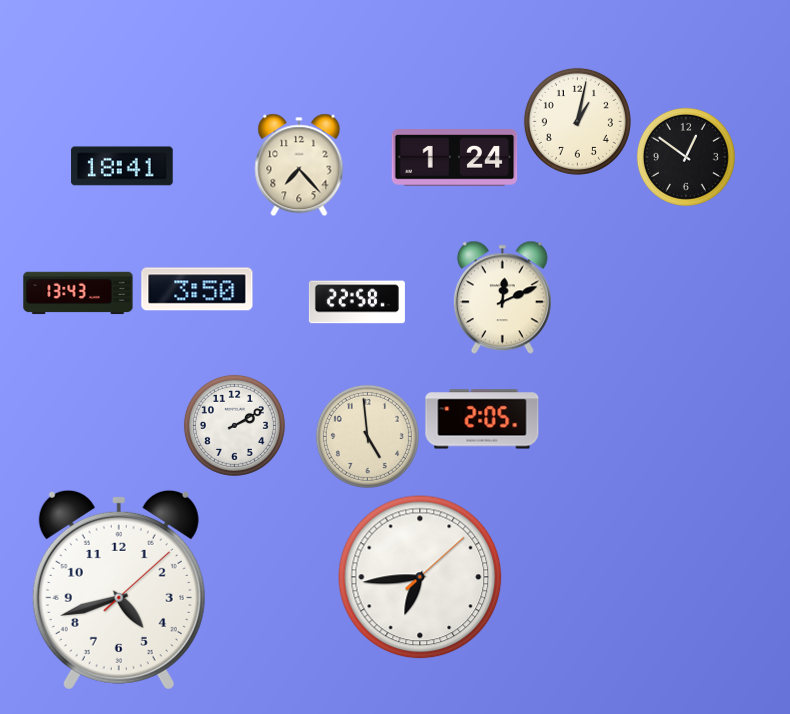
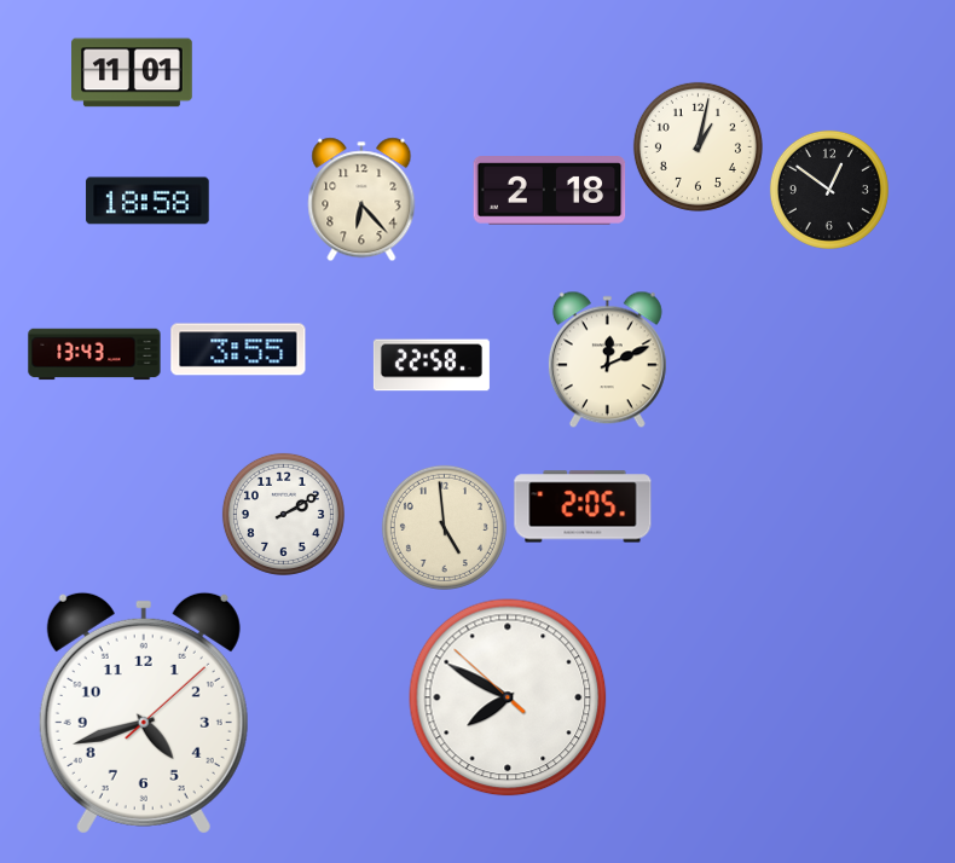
clock at (133, 73): none -> 11:01
clock at (455, 158): 1:24 -> 2:18
clock at (299, 165): 7:23 -> 6:23
clock at (122, 166): 18:41 -> 18:58
clock at (197, 289): 3:50 -> 3:55
clock at (420, 577): 6:44 -> 7:49
